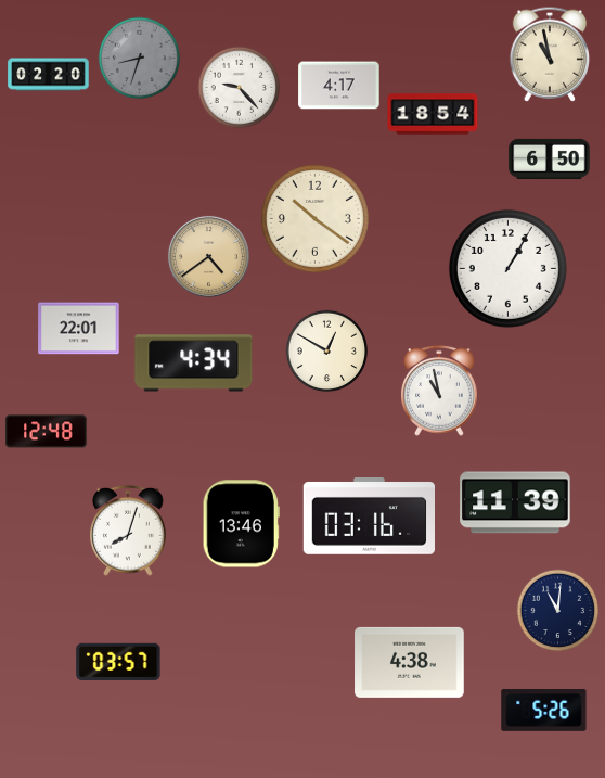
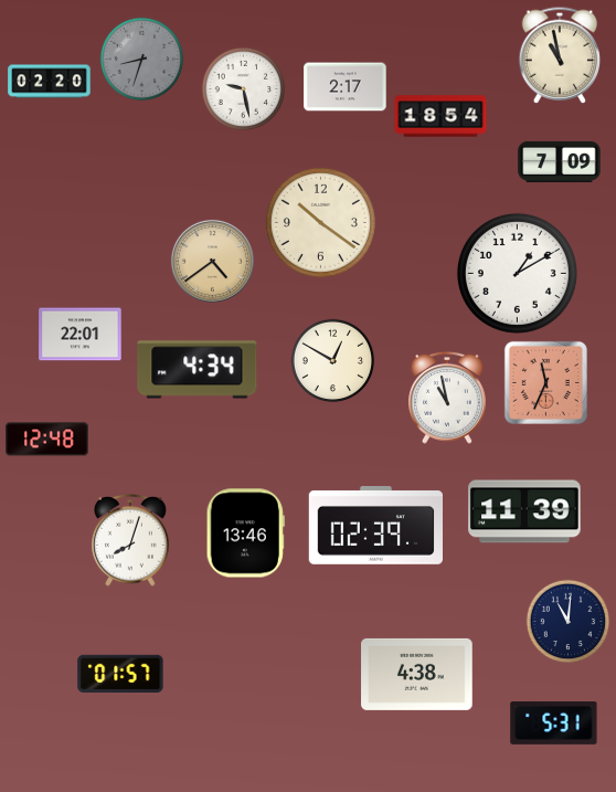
clock at (49, 75) position: (49, 75) -> (50, 82)
clock at (339, 86): 4:17 -> 2:17
clock at (240, 88): 9:23 -> 9:28
clock at (550, 158): 6:50 -> 7:09
clock at (507, 268): 1:05 -> 1:10
clock at (327, 352) position: (327, 352) -> (333, 361)
clock at (545, 382): none -> 11:34
clock at (369, 516): 03:16 -> 02:39
clock at (118, 662): 03:57 -> 01:57
clock at (544, 710): 5:26 -> 5:31
